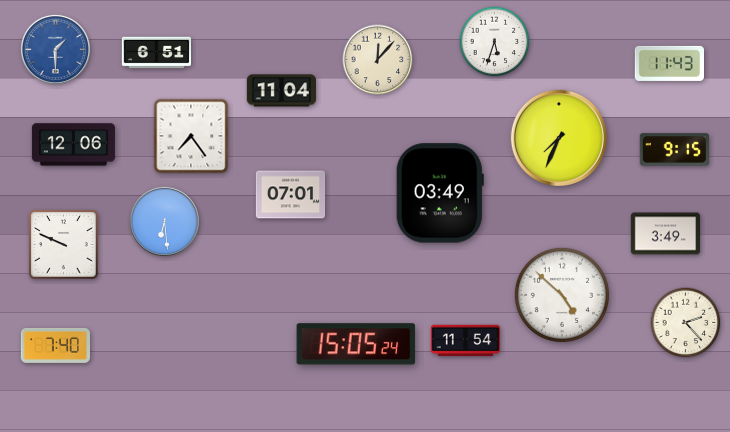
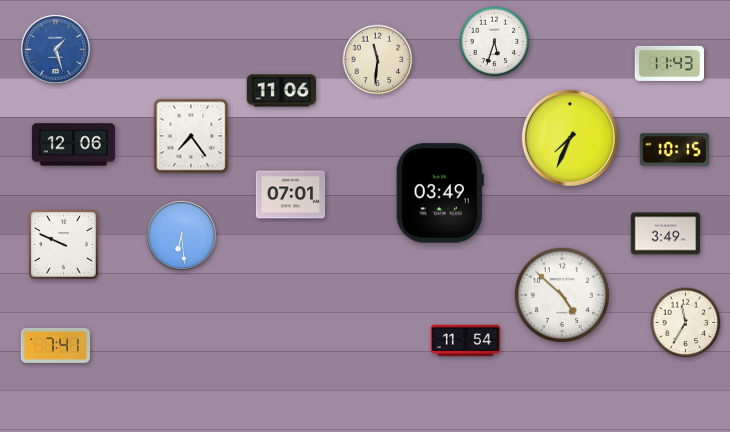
clock at (55, 49): 1:30 -> 1:27
clock at (157, 53): 6:51 -> none
clock at (378, 60): 12:07 -> 11:31
clock at (281, 91): 11:04 -> 11:06
clock at (559, 138) position: (559, 138) -> (570, 138)
clock at (674, 150): 9:15 -> 10:15
clock at (164, 221) position: (164, 221) -> (181, 235)
clock at (686, 323): 2:23 -> 11:35
clock at (356, 344): 15:05 -> none
clock at (56, 345): 7:40 -> 7:41
